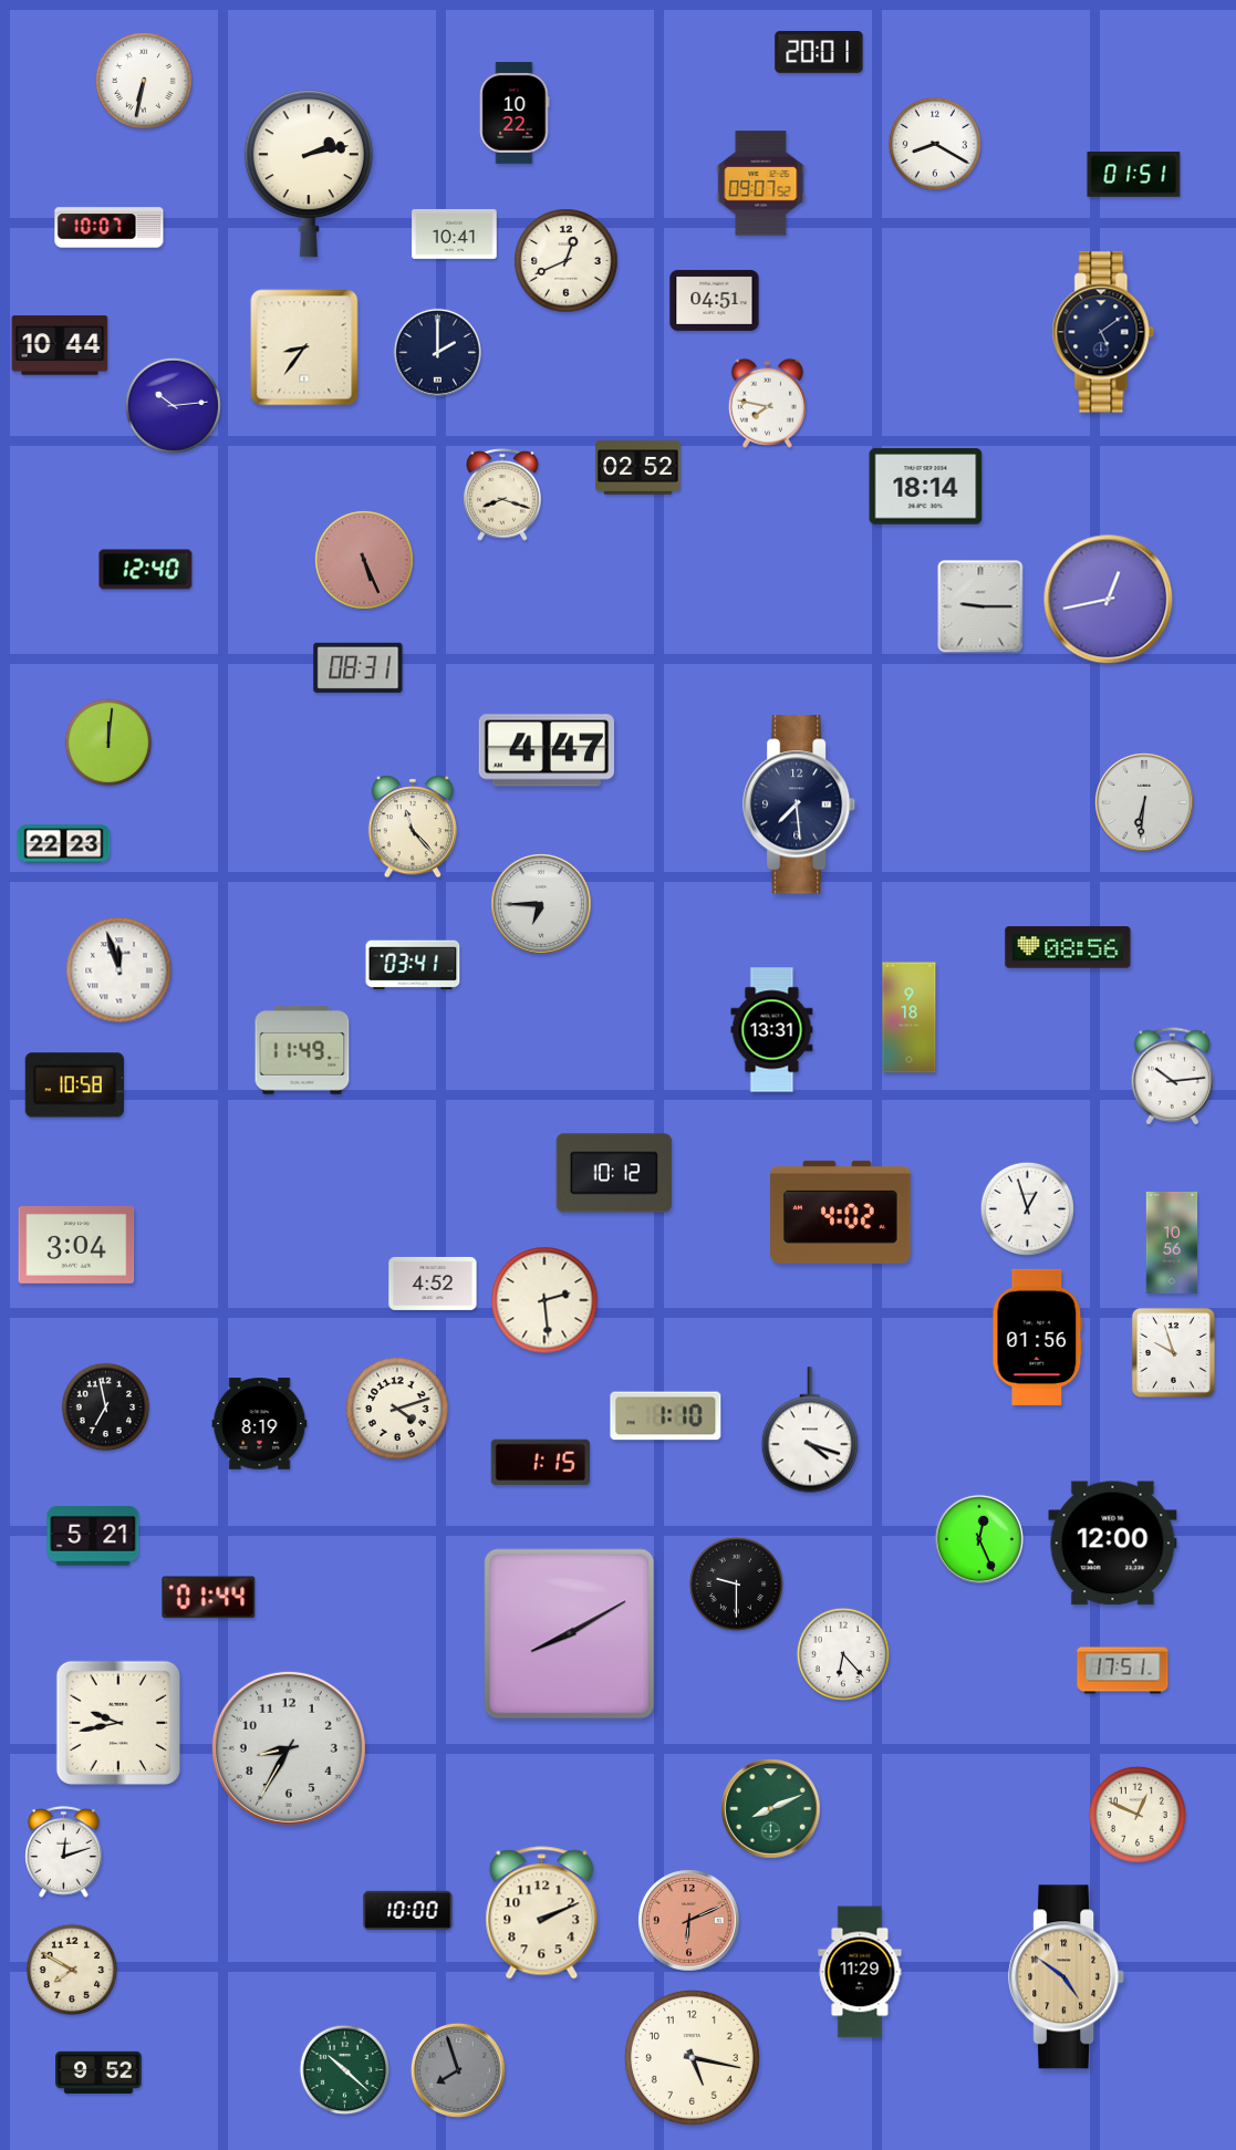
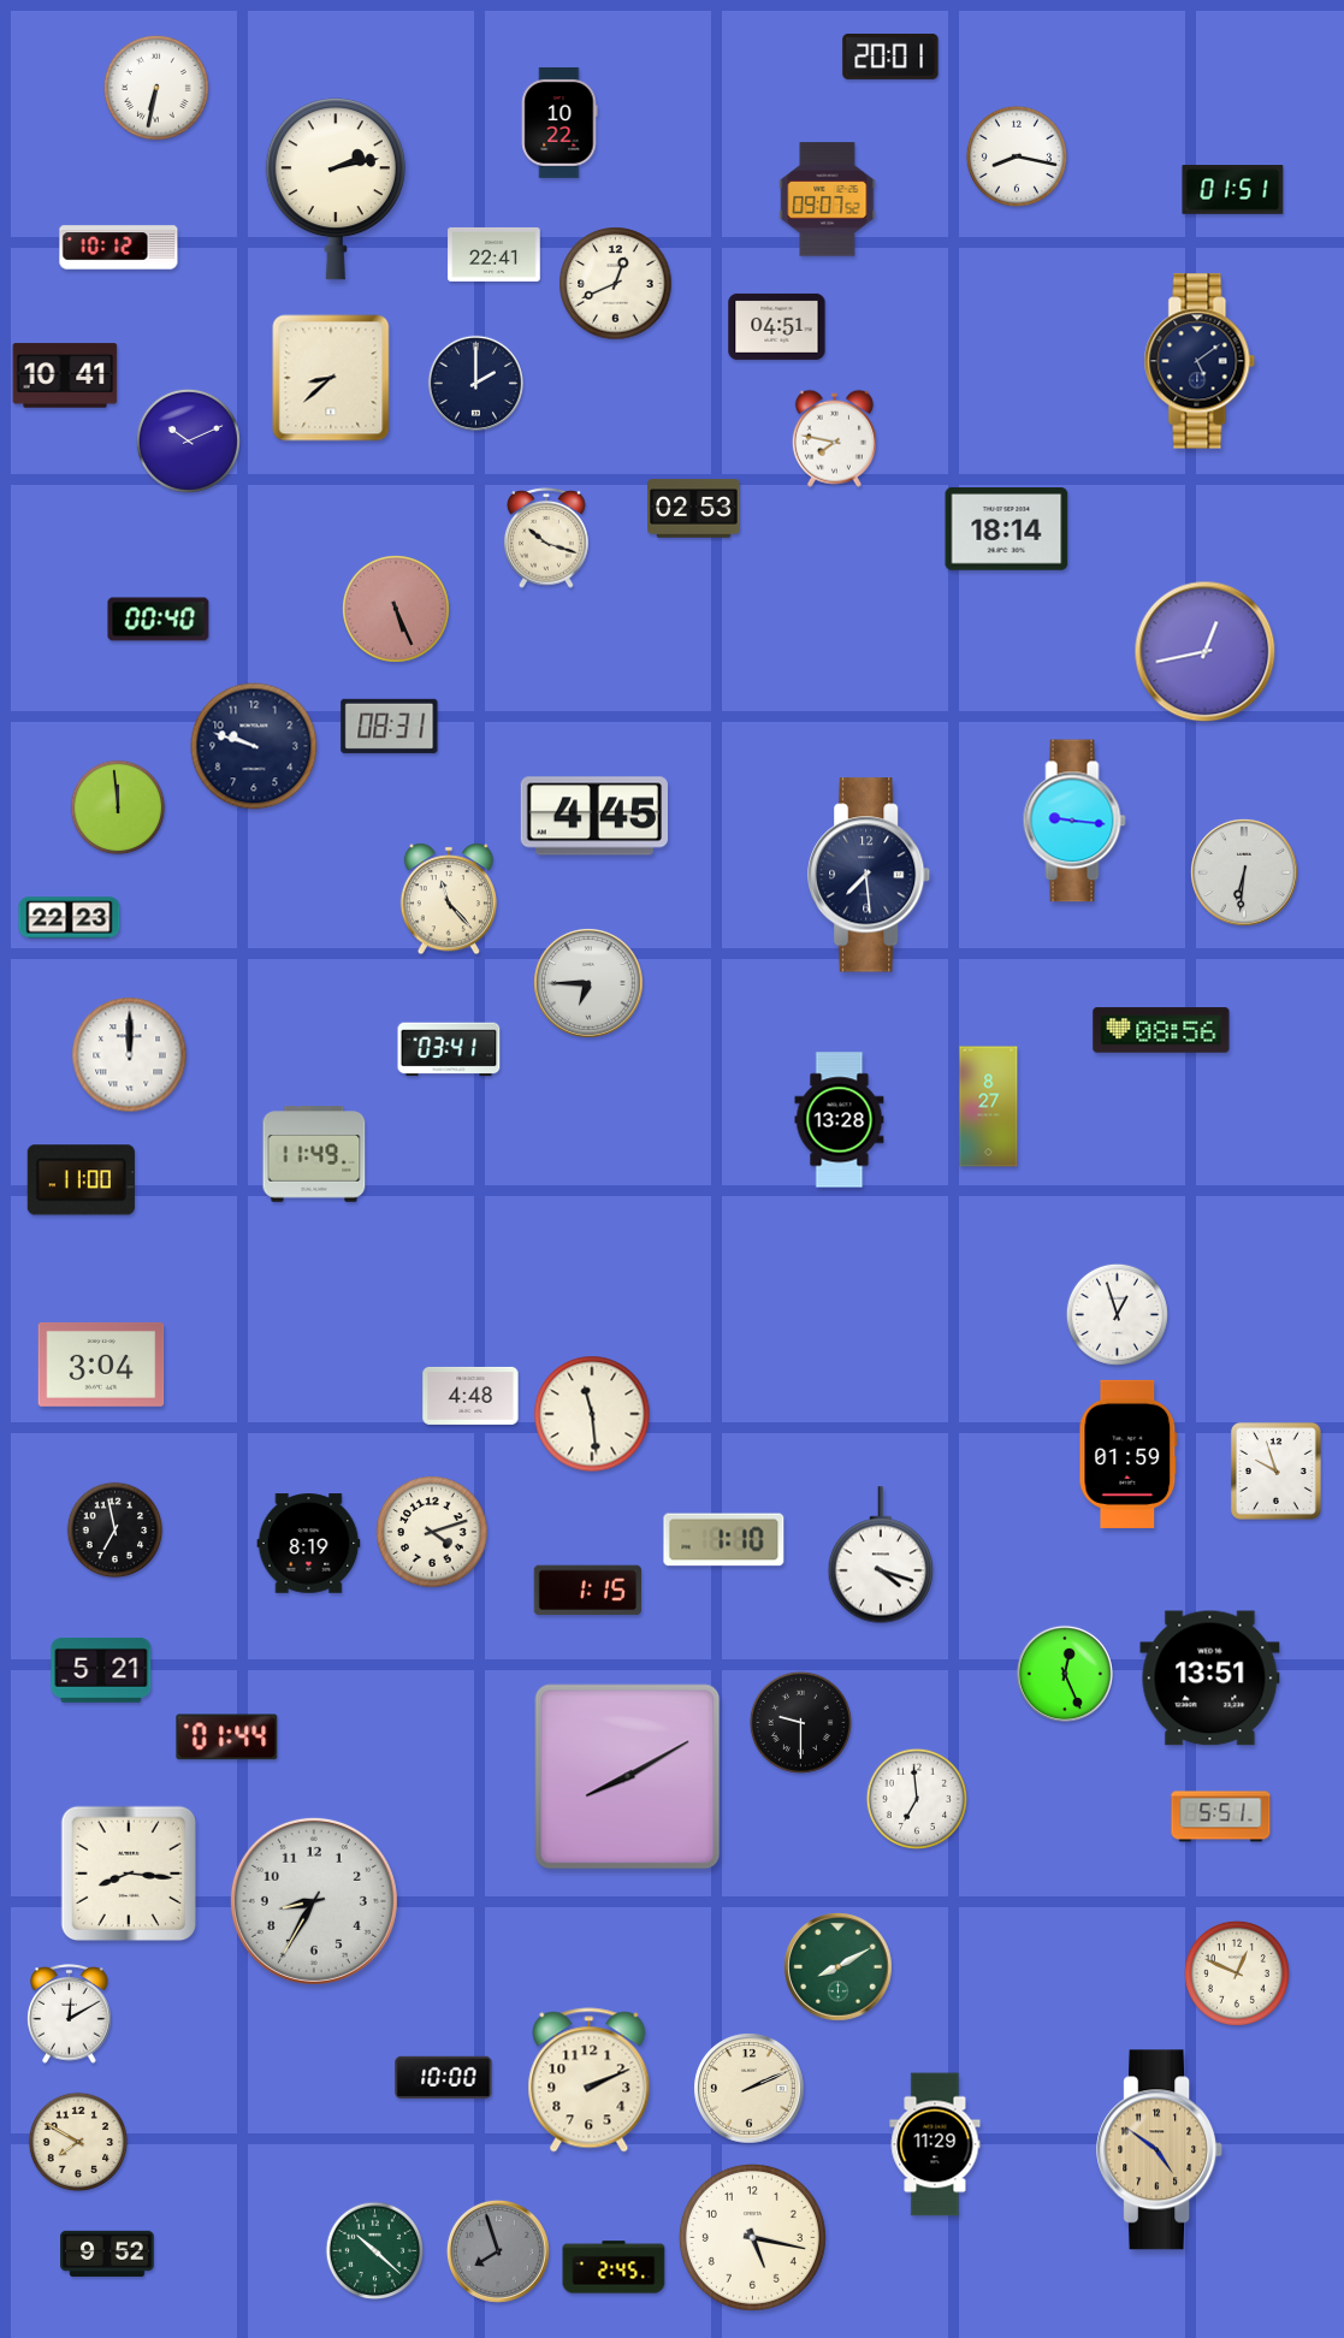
clock at (935, 144): 8:20 -> 8:17
clock at (110, 228): 10:07 -> 10:12
clock at (455, 233): 10:41 -> 22:41
clock at (60, 345): 10:44 -> 10:41
clock at (304, 347): 8:36 -> 8:38
clock at (173, 405): 10:14 -> 10:11
clock at (638, 468): 02:52 -> 02:53
clock at (503, 495): 8:18 -> 10:18
clock at (146, 570): 12:40 -> 00:40
clock at (980, 606): 9:15 -> none
clock at (254, 746): none -> 9:48
clock at (108, 742): 12:01 -> 11:59
clock at (547, 750): 4:47 -> 4:45
clock at (1074, 821): none -> 9:16
clock at (120, 970): 11:57 -> 12:00
clock at (910, 1018): 9:18 -> 8:27
clock at (772, 1030): 13:31 -> 13:28
clock at (302, 1050) position: (302, 1050) -> (314, 1154)
clock at (1172, 1077): 10:14 -> none
clock at (74, 1086): 10:58 -> 11:00
clock at (614, 1173): 10:12 -> none
clock at (841, 1212): 4:02 -> none
clock at (1172, 1244): 10:56 -> none
clock at (76, 1245) position: (76, 1245) -> (101, 1365)
clock at (433, 1284): 4:52 -> 4:48
clock at (544, 1300): 2:29 -> 11:29
clock at (1038, 1337): 01:56 -> 01:59
clock at (260, 1424) position: (260, 1424) -> (309, 1544)
clock at (1113, 1544): 12:00 -> 13:51
clock at (570, 1634) position: (570, 1634) -> (628, 1777)
clock at (843, 1654): 6:23 -> 6:59
clock at (1123, 1671): 17:51 -> 5:51
clock at (117, 1722): 9:43 -> 8:16
clock at (771, 1809): 8:11 -> 8:10
clock at (64, 1852): 12:12 -> 12:10
clock at (689, 1921): 6:11 -> 2:11
clock at (689, 1921) dial: salmon -> cream
clock at (614, 2267): none -> 2:45
